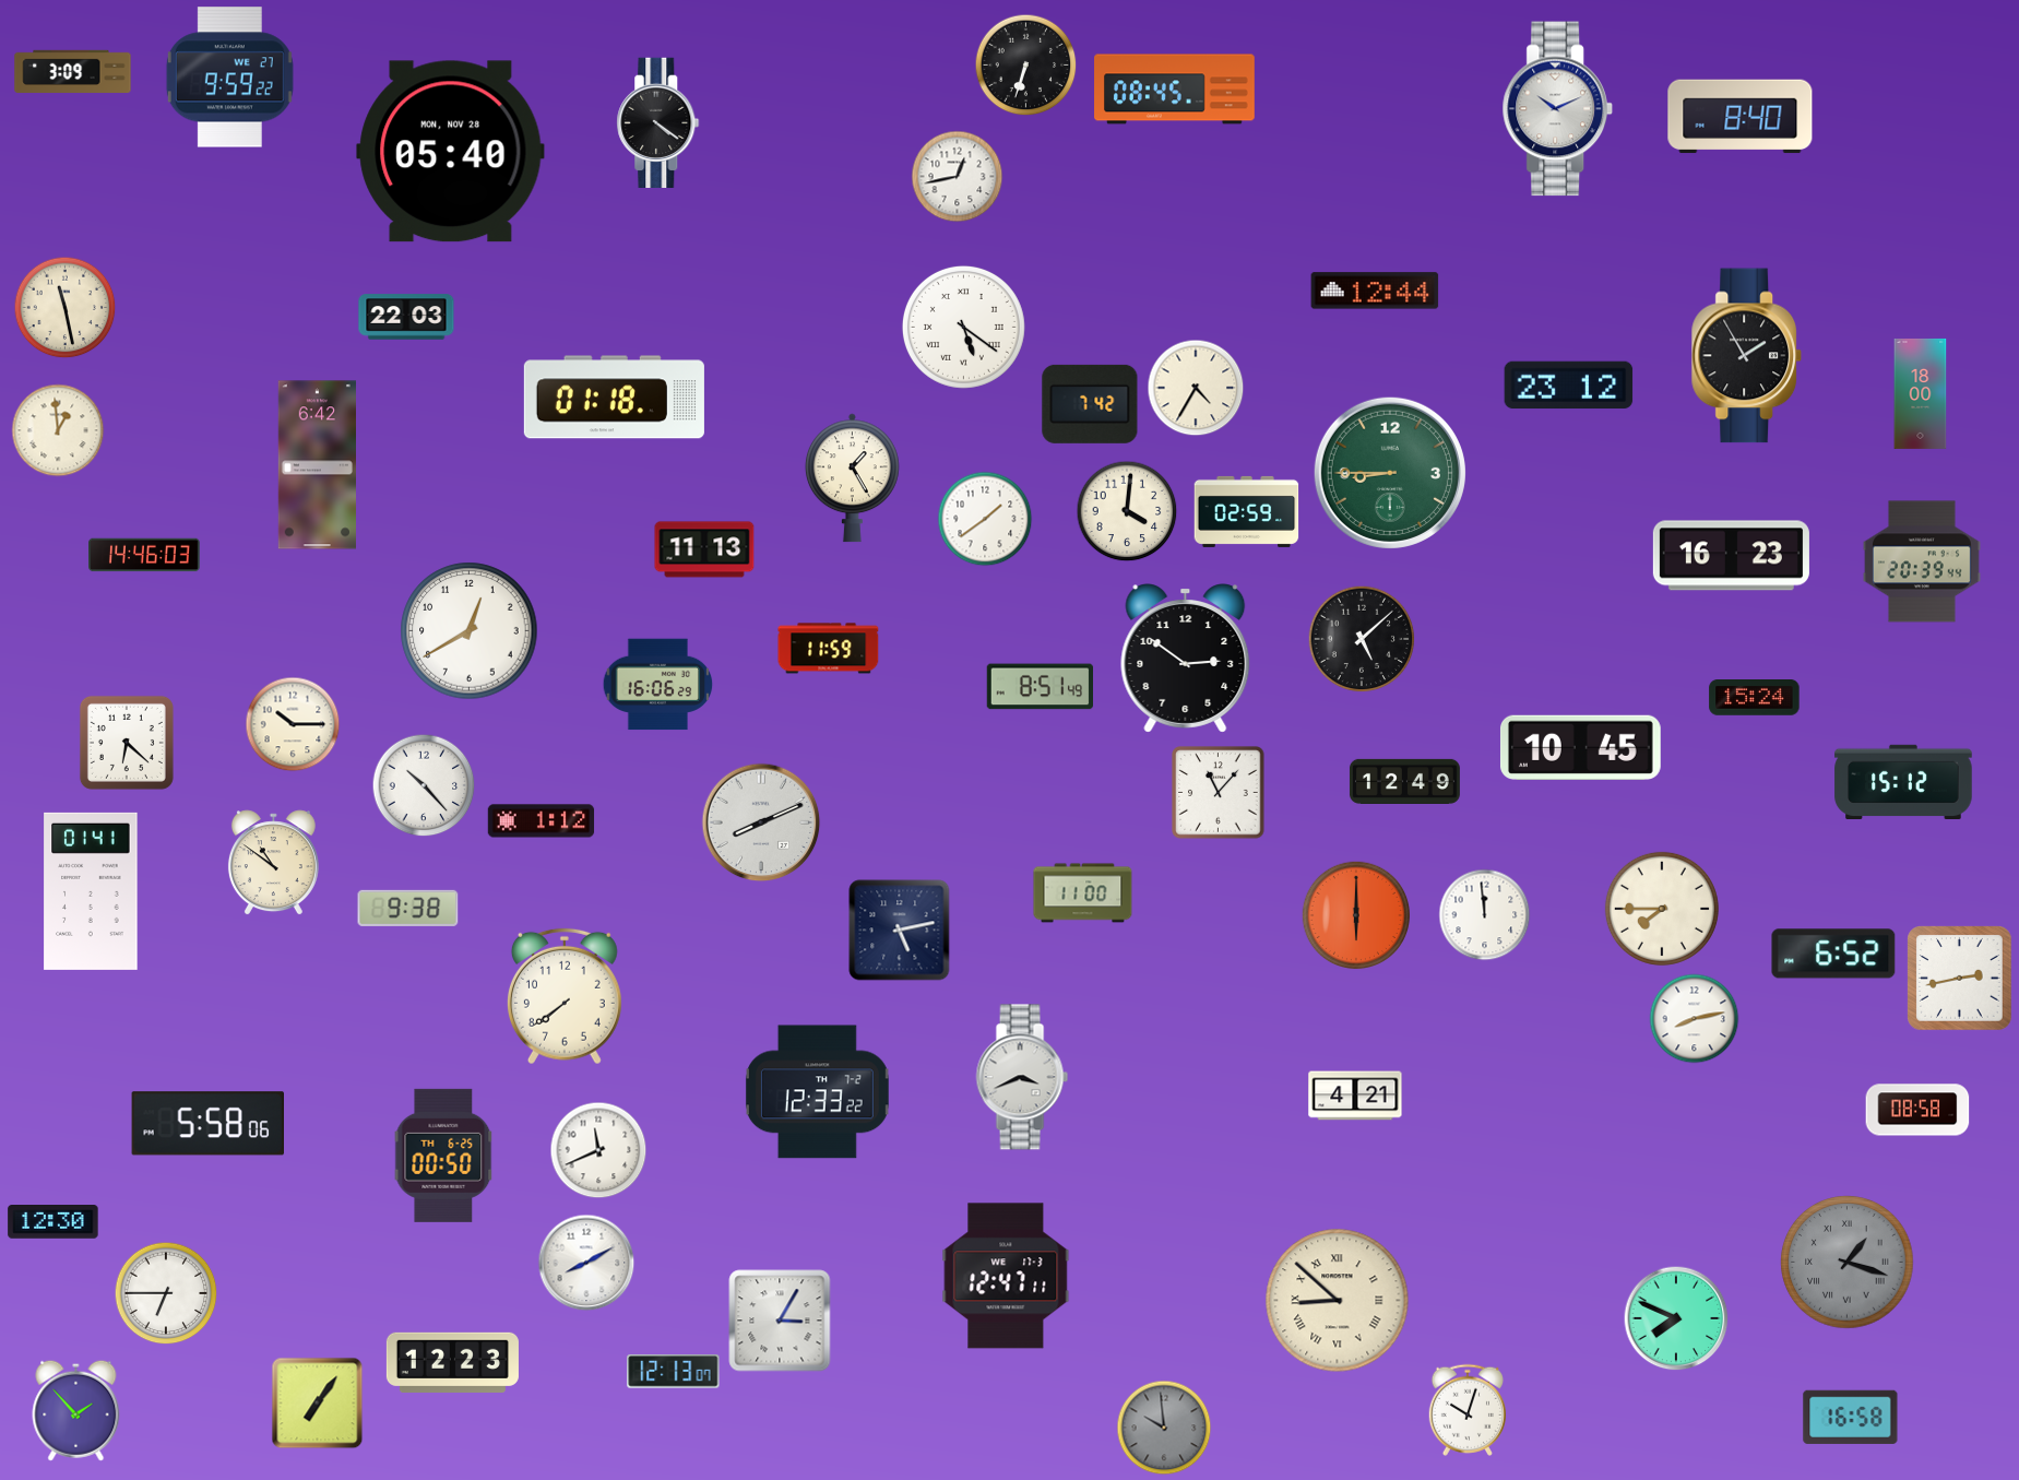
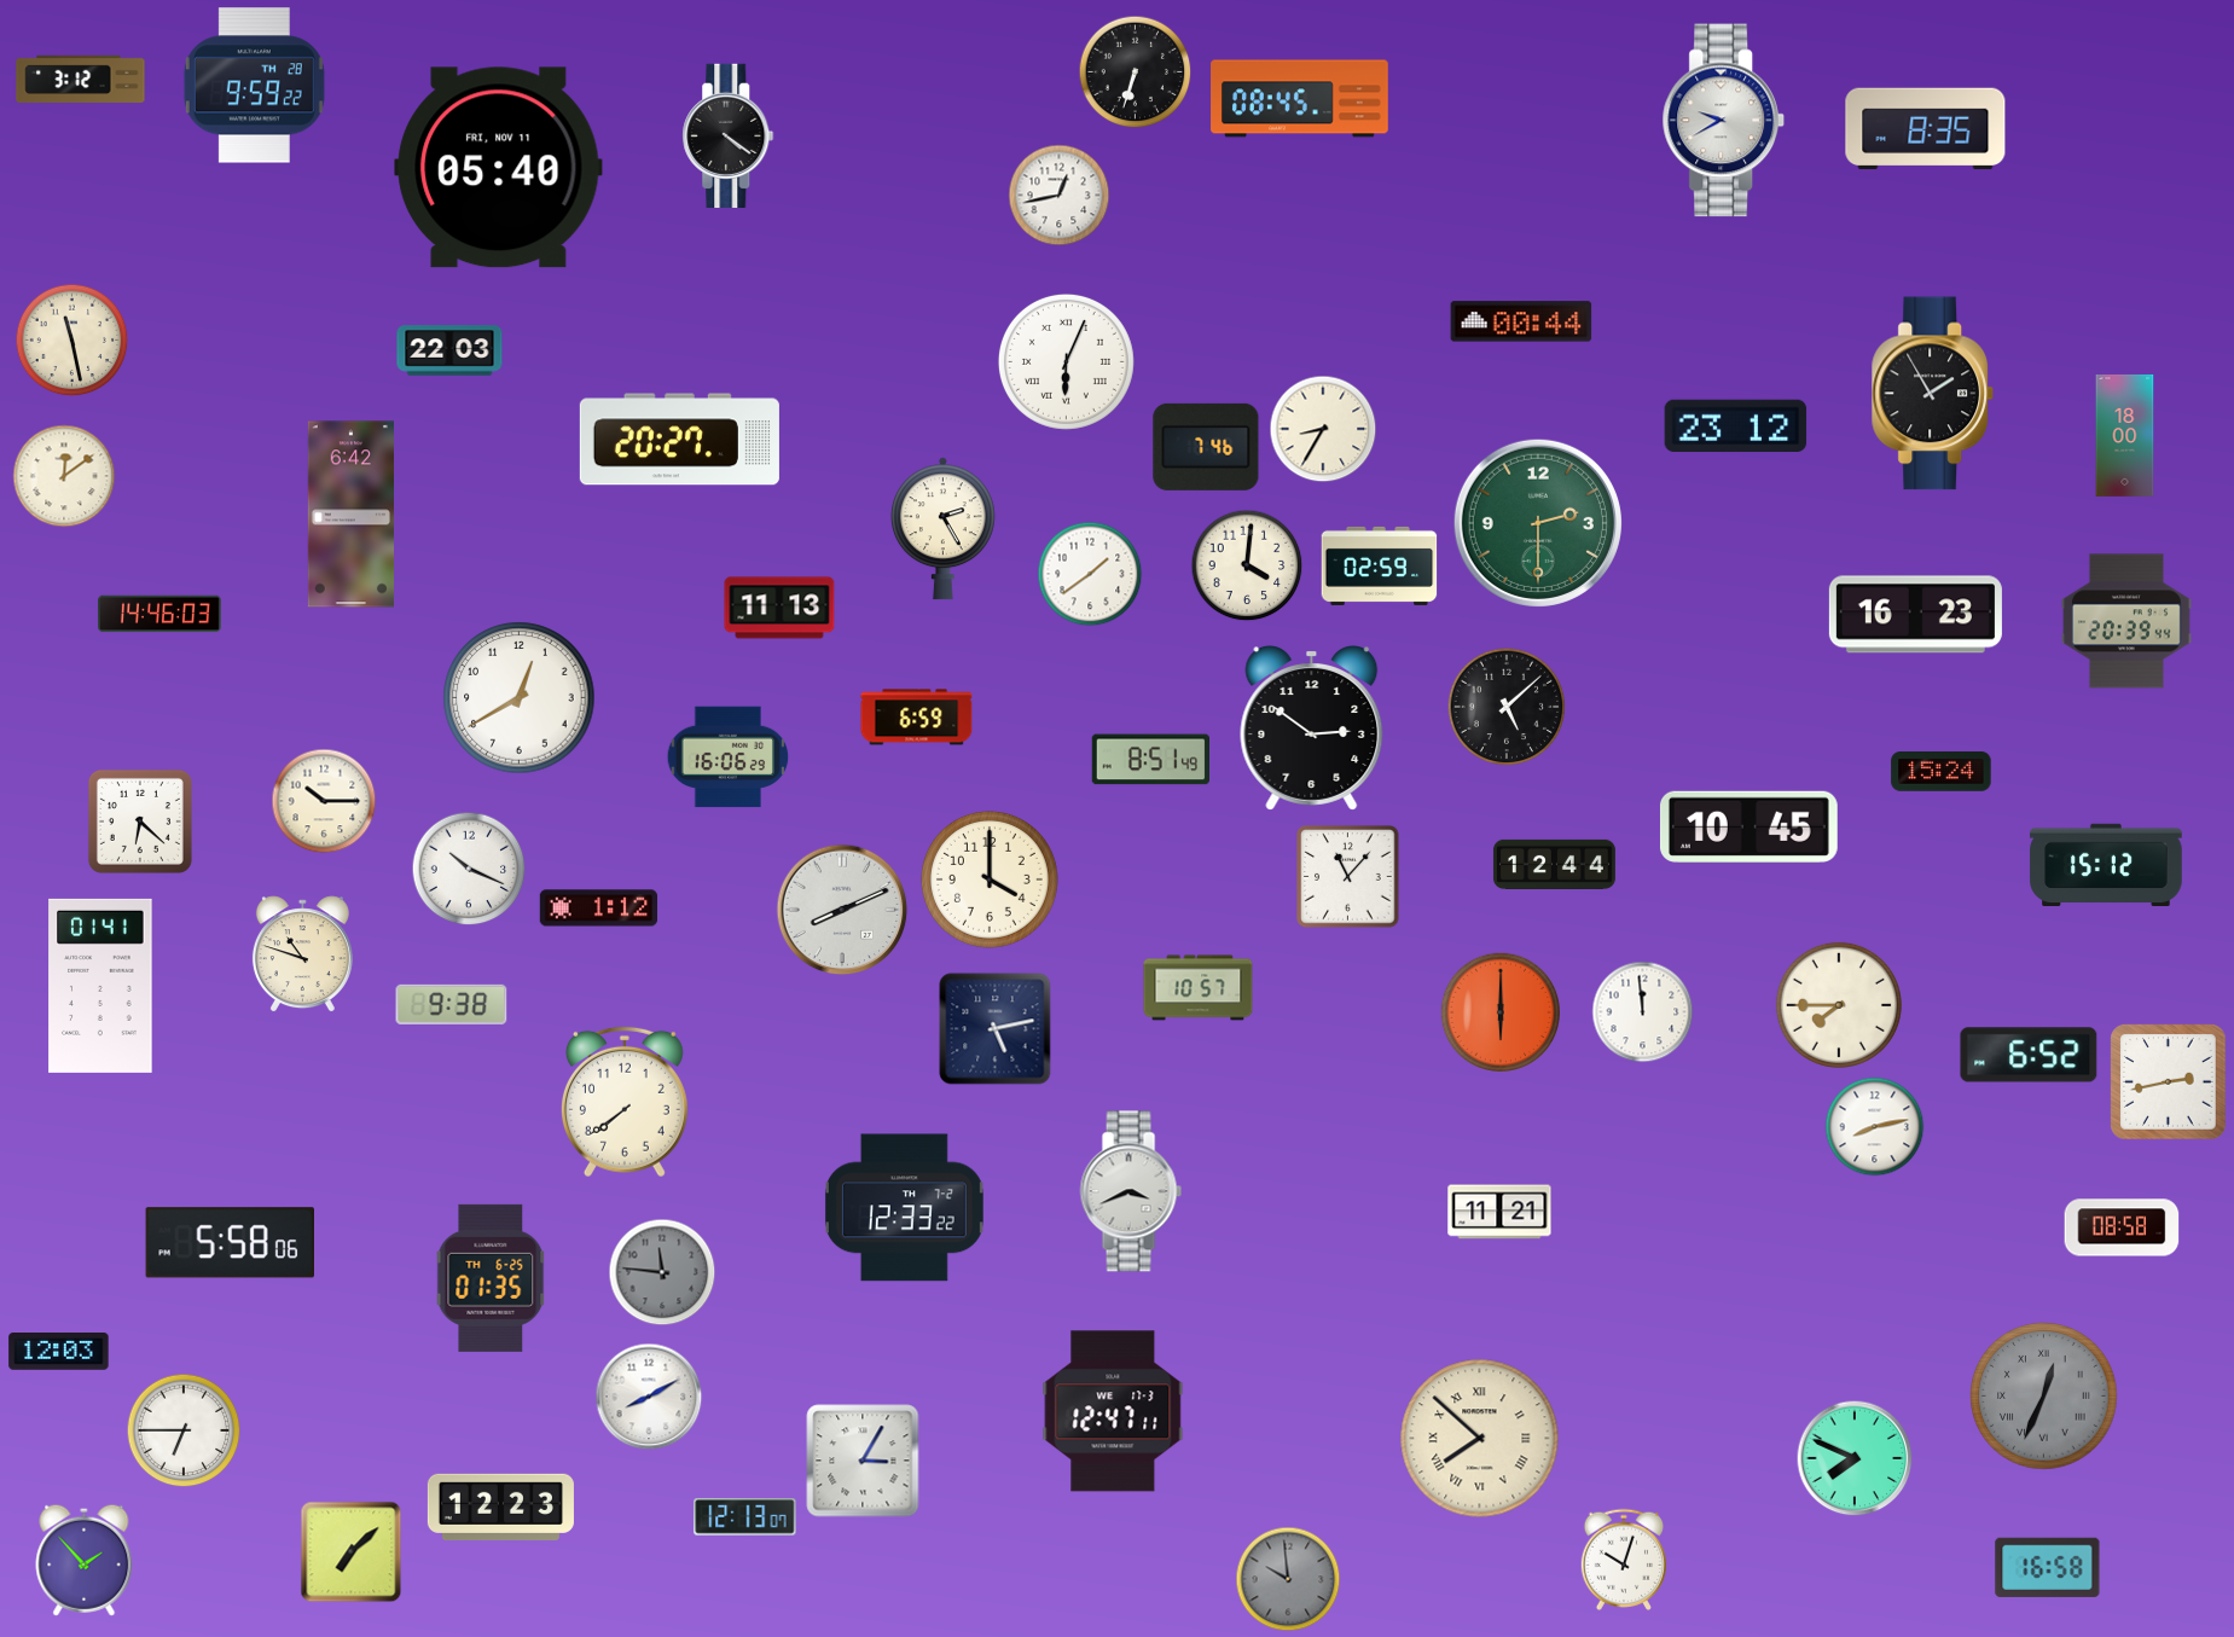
clock at (73, 72): 3:09 -> 3:12
clock at (229, 78) date: WE 27 -> TH 28
clock at (1558, 109): 10:11 -> 9:40
clock at (1741, 117): 8:40 -> 8:35
clock at (451, 152) date: MON, NOV 28 -> FRI, NOV 11
clock at (1375, 291): 12:44 -> 00:44
clock at (963, 327): 5:21 -> 6:04
clock at (1196, 388): 4:35 -> 8:35
clock at (614, 398): 01:18 -> 20:27
clock at (1090, 404): 7:42 -> 7:46
clock at (58, 430): 12:59 -> 12:09
clock at (1390, 473): 8:45 -> 2:30
clock at (852, 478): 1:25 -> 2:25
clock at (829, 649): 11:59 -> 6:59
clock at (1404, 781): 12:49 -> 12:44
clock at (424, 785): 10:23 -> 10:19
clock at (990, 880): none -> 4:00
clock at (273, 863): 10:51 -> 10:48
clock at (1083, 893): 11:00 -> 10:57
clock at (1355, 1096): 4:21 -> 11:21
clock at (598, 1150): 11:41 -> 11:46
clock at (598, 1150) dial: white -> grey
clock at (443, 1156): 00:50 -> 01:35
clock at (54, 1222): 12:30 -> 12:03
clock at (1848, 1263): 1:18 -> 12:34
clock at (1338, 1301): 8:52 -> 7:52
clock at (318, 1404): 7:06 -> 7:08
